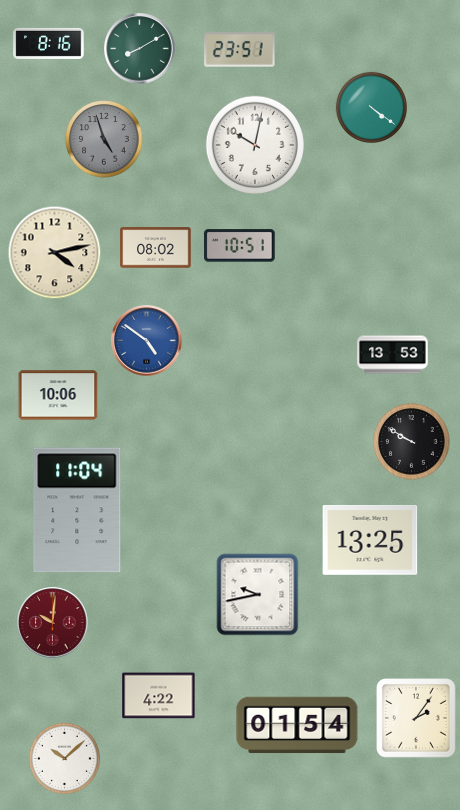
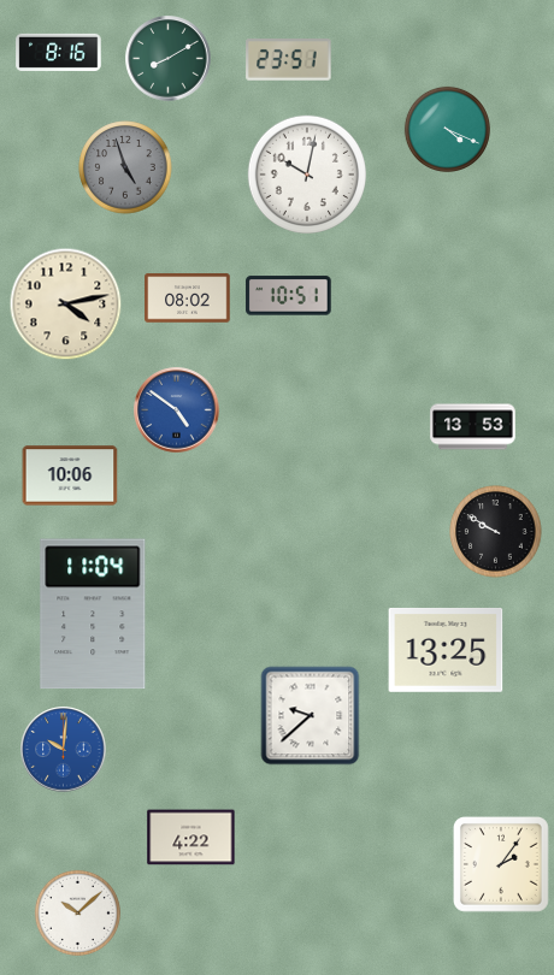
clock at (371, 107): 4:21 -> 4:19
clock at (258, 595): 9:43 -> 9:38
clock at (53, 623) dial: burgundy -> blue
clock at (297, 725): 01:54 -> none
